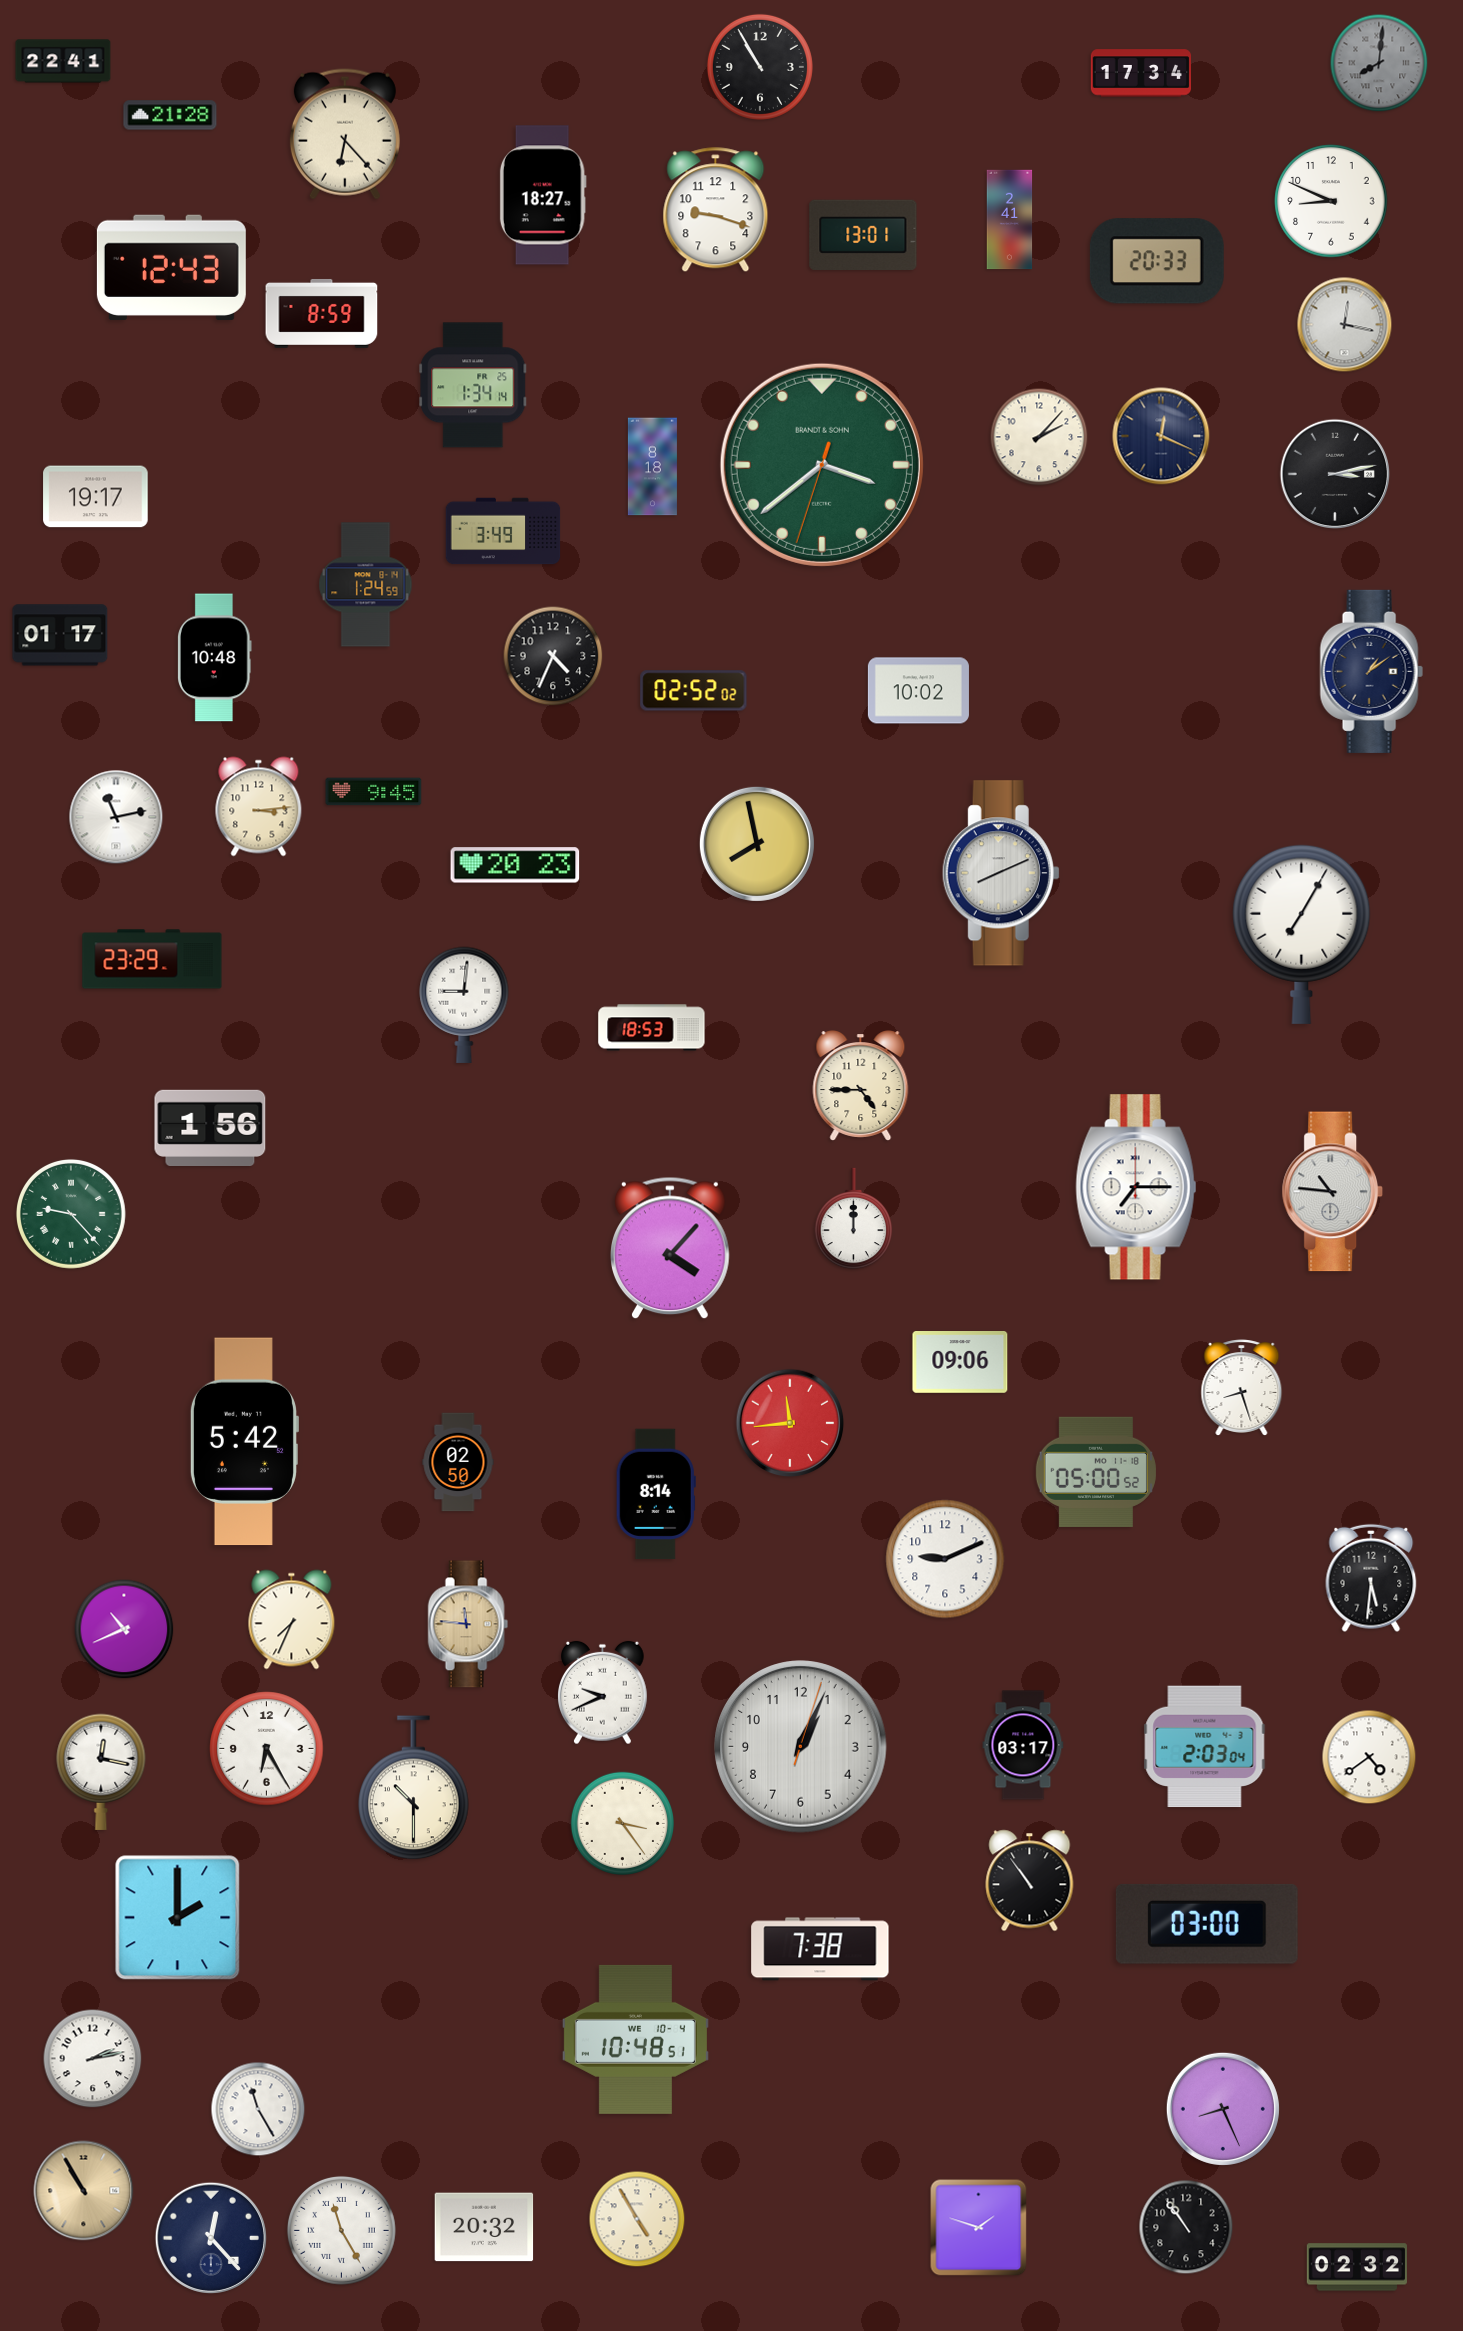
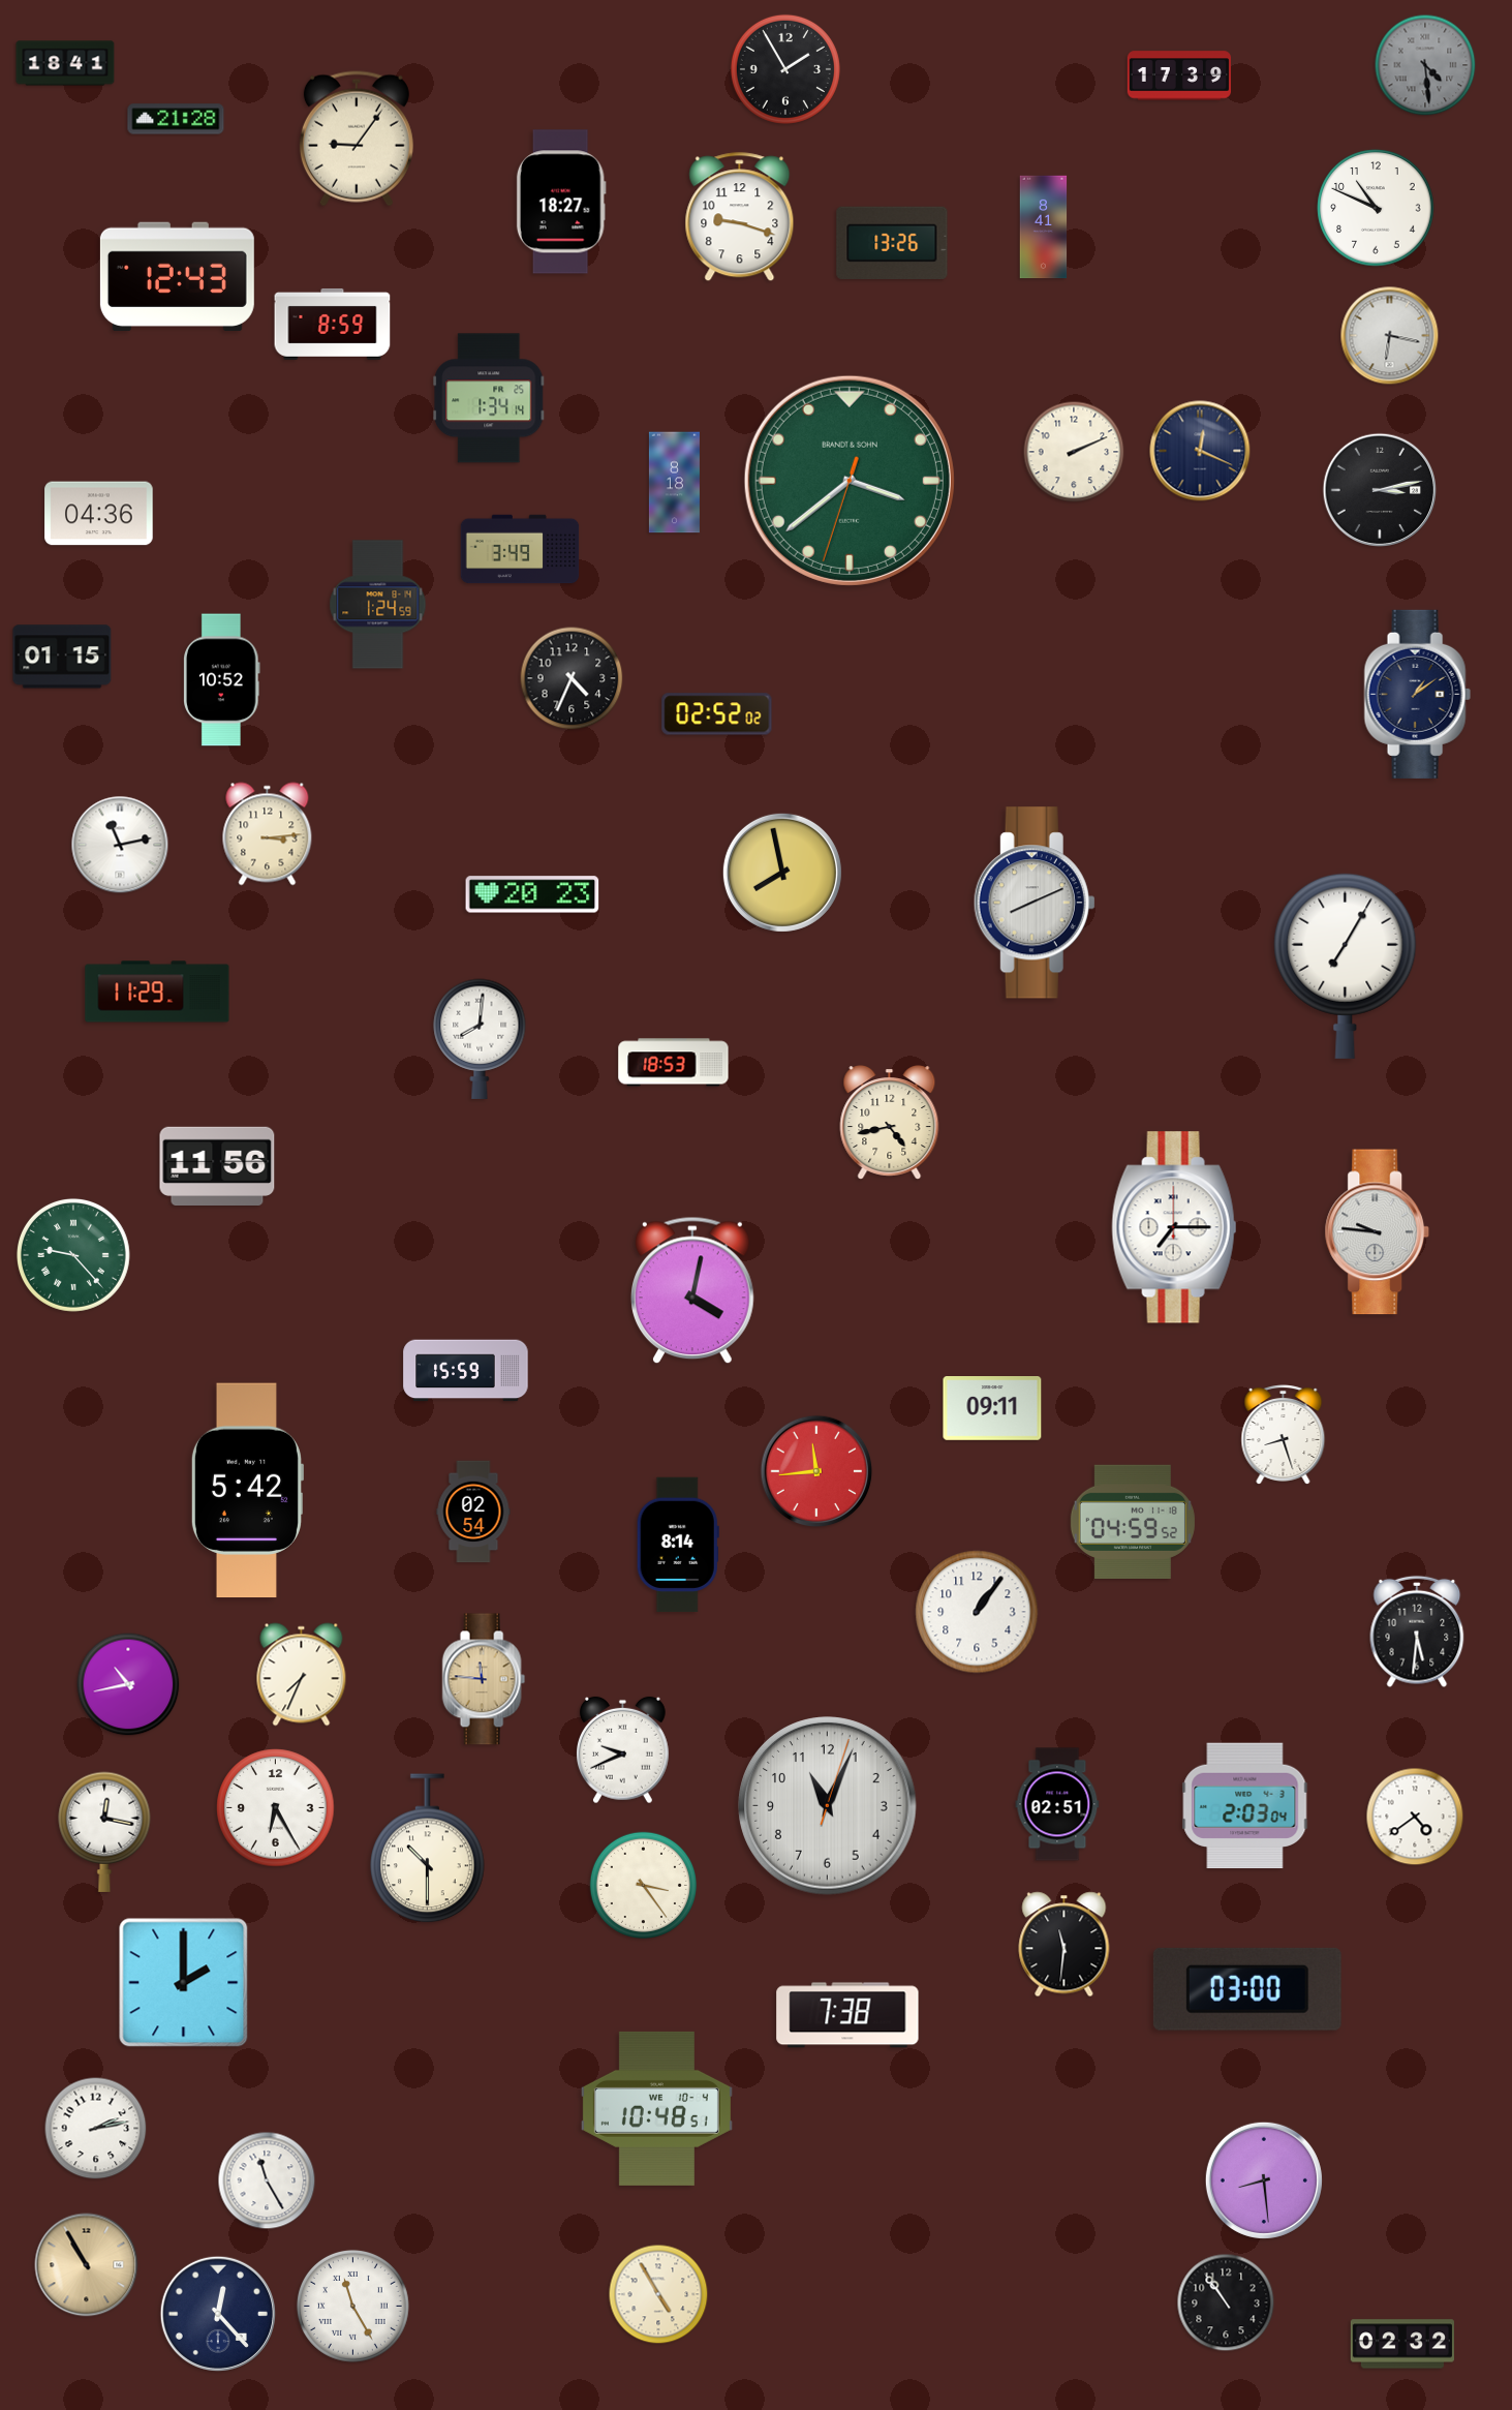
clock at (63, 61): 22:41 -> 18:41
clock at (1379, 63): 8:01 -> 4:29
clock at (760, 67): 10:55 -> 1:55
clock at (1140, 73): 17:34 -> 17:39
clock at (345, 134): 6:23 -> 9:06
clock at (1331, 201): 8:49 -> 10:49
clock at (1010, 220): 2:41 -> 8:41
clock at (863, 234): 13:01 -> 13:26
clock at (1157, 261): 20:33 -> none
clock at (1345, 325): 12:17 -> 6:17
clock at (1039, 437): 2:07 -> 2:11
clock at (96, 497): 19:17 -> 04:36
clock at (60, 635): 01:17 -> 01:15
clock at (215, 658): 10:48 -> 10:52
clock at (918, 691): 10:02 -> none
clock at (374, 792): 9:45 -> none
clock at (152, 959): 23:29 -> 11:29
clock at (464, 1005): 9:01 -> 8:01
clock at (861, 1086): 4:45 -> 4:43
clock at (210, 1127): 1:56 -> 11:56
clock at (1332, 1192): 10:46 -> 9:46
clock at (854, 1219): 12:00 -> none
clock at (671, 1248): 4:07 -> 4:02
clock at (466, 1371): none -> 15:59
clock at (960, 1363): 09:06 -> 09:11
clock at (244, 1442) position: (244, 1442) -> (247, 1491)
clock at (458, 1462): 02:50 -> 02:54
clock at (1096, 1472): 05:00 -> 04:59
clock at (945, 1559): 9:11 -> 1:06
clock at (124, 1629): 10:41 -> 10:43
clock at (1023, 1745): 03:17 -> 02:51
clock at (801, 1747): 1:04 -> 11:04
clock at (1030, 1881): 10:54 -> 11:31
clock at (1223, 2109): 8:26 -> 8:29
clock at (484, 2227): 20:32 -> none
clock at (979, 2228): 1:48 -> none
